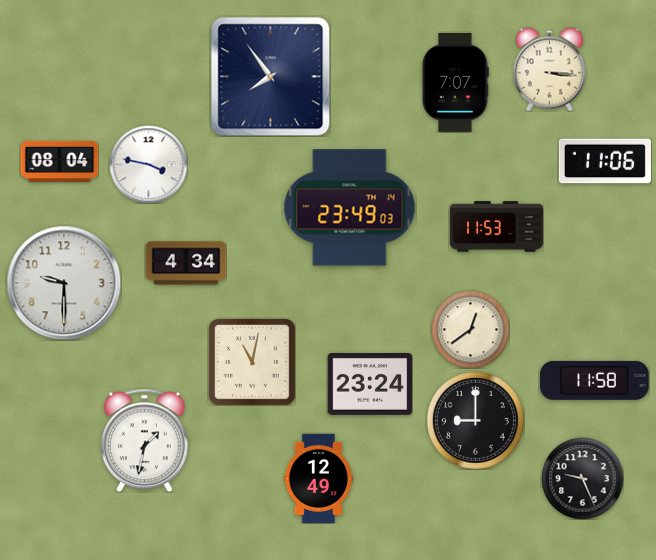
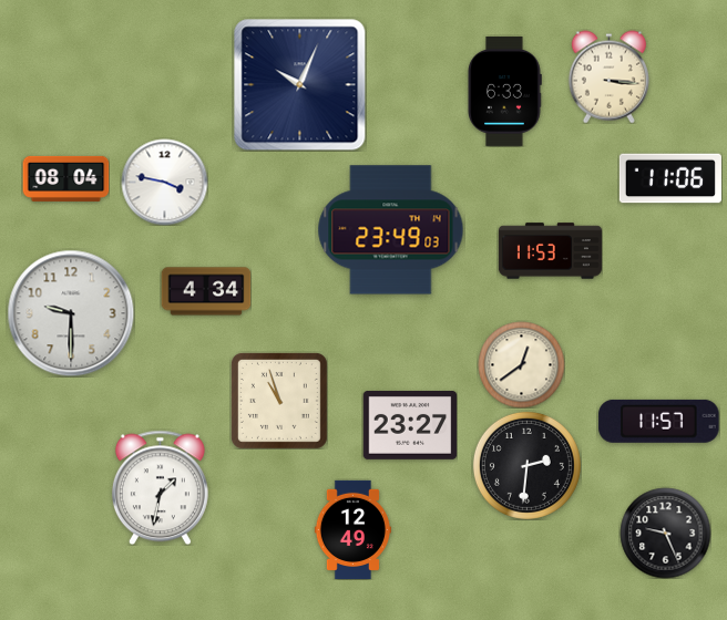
clock at (270, 76): 7:54 -> 10:04
clock at (455, 82): 7:07 -> 6:33
clock at (350, 208) position: (350, 208) -> (391, 230)
clock at (252, 362): 11:02 -> 10:57
clock at (595, 380): 11:58 -> 11:57
clock at (370, 385): 23:24 -> 23:27
clock at (475, 420): 9:00 -> 2:31
clock at (582, 478) position: (582, 478) -> (665, 533)
